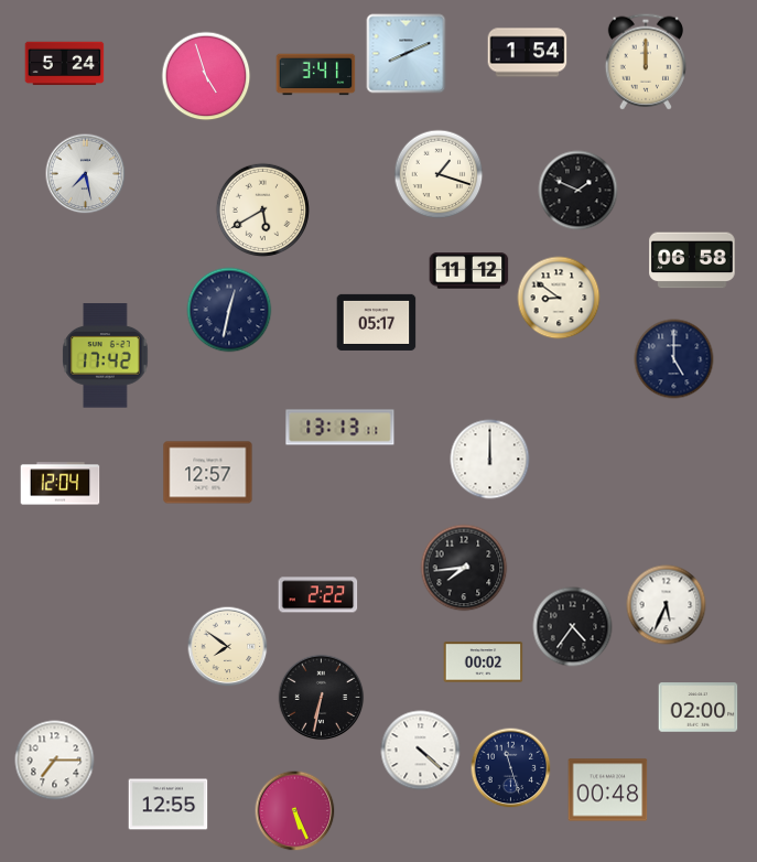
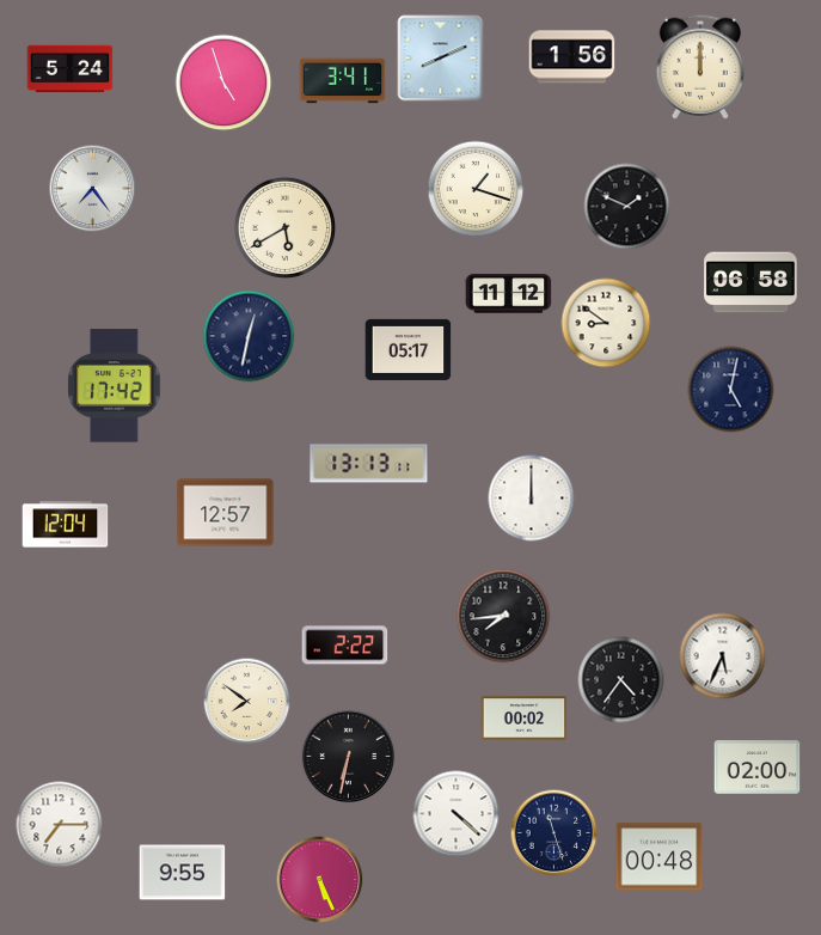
clock at (528, 53): 1:54 -> 1:56
clock at (86, 174): 7:28 -> 7:24
clock at (674, 359): 5:00 -> 5:02
clock at (169, 805): 12:55 -> 9:55
